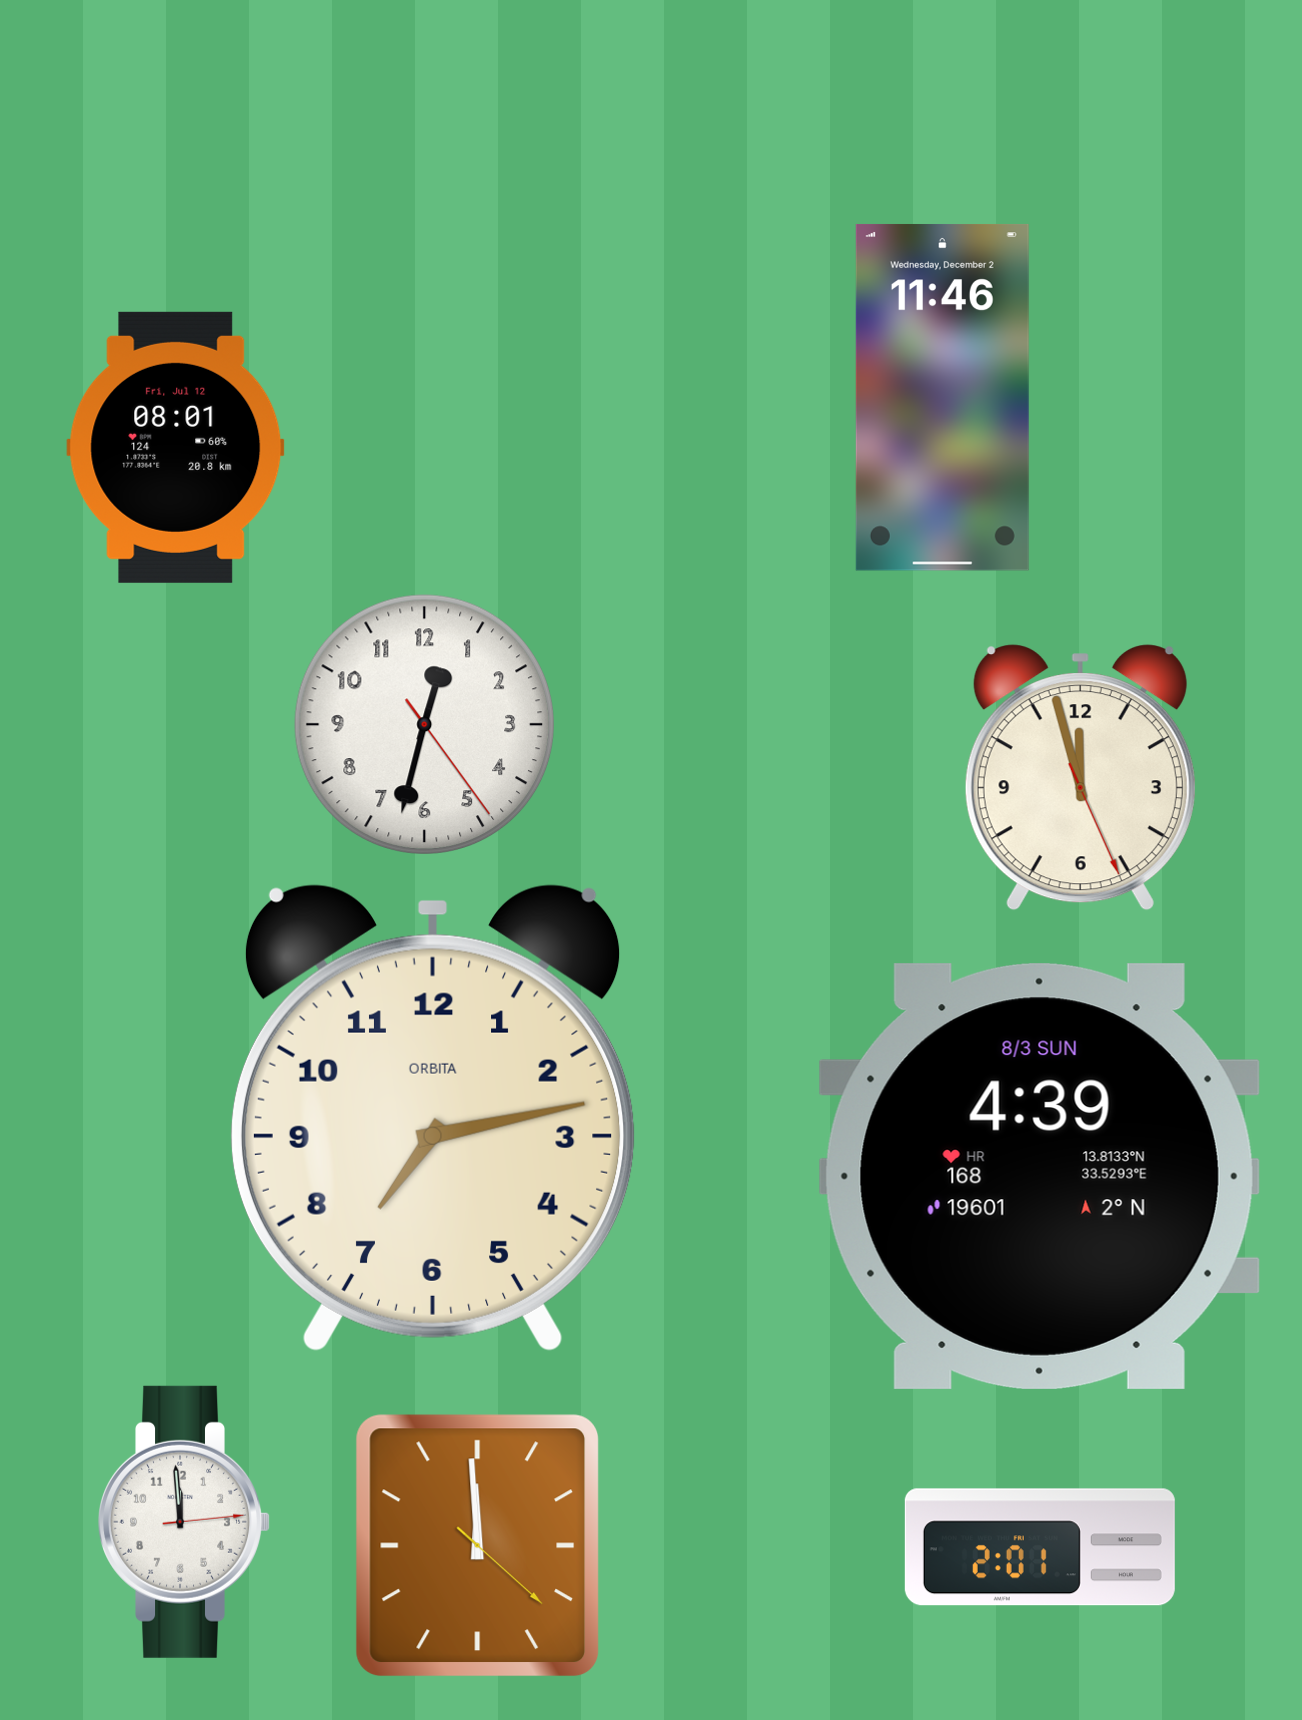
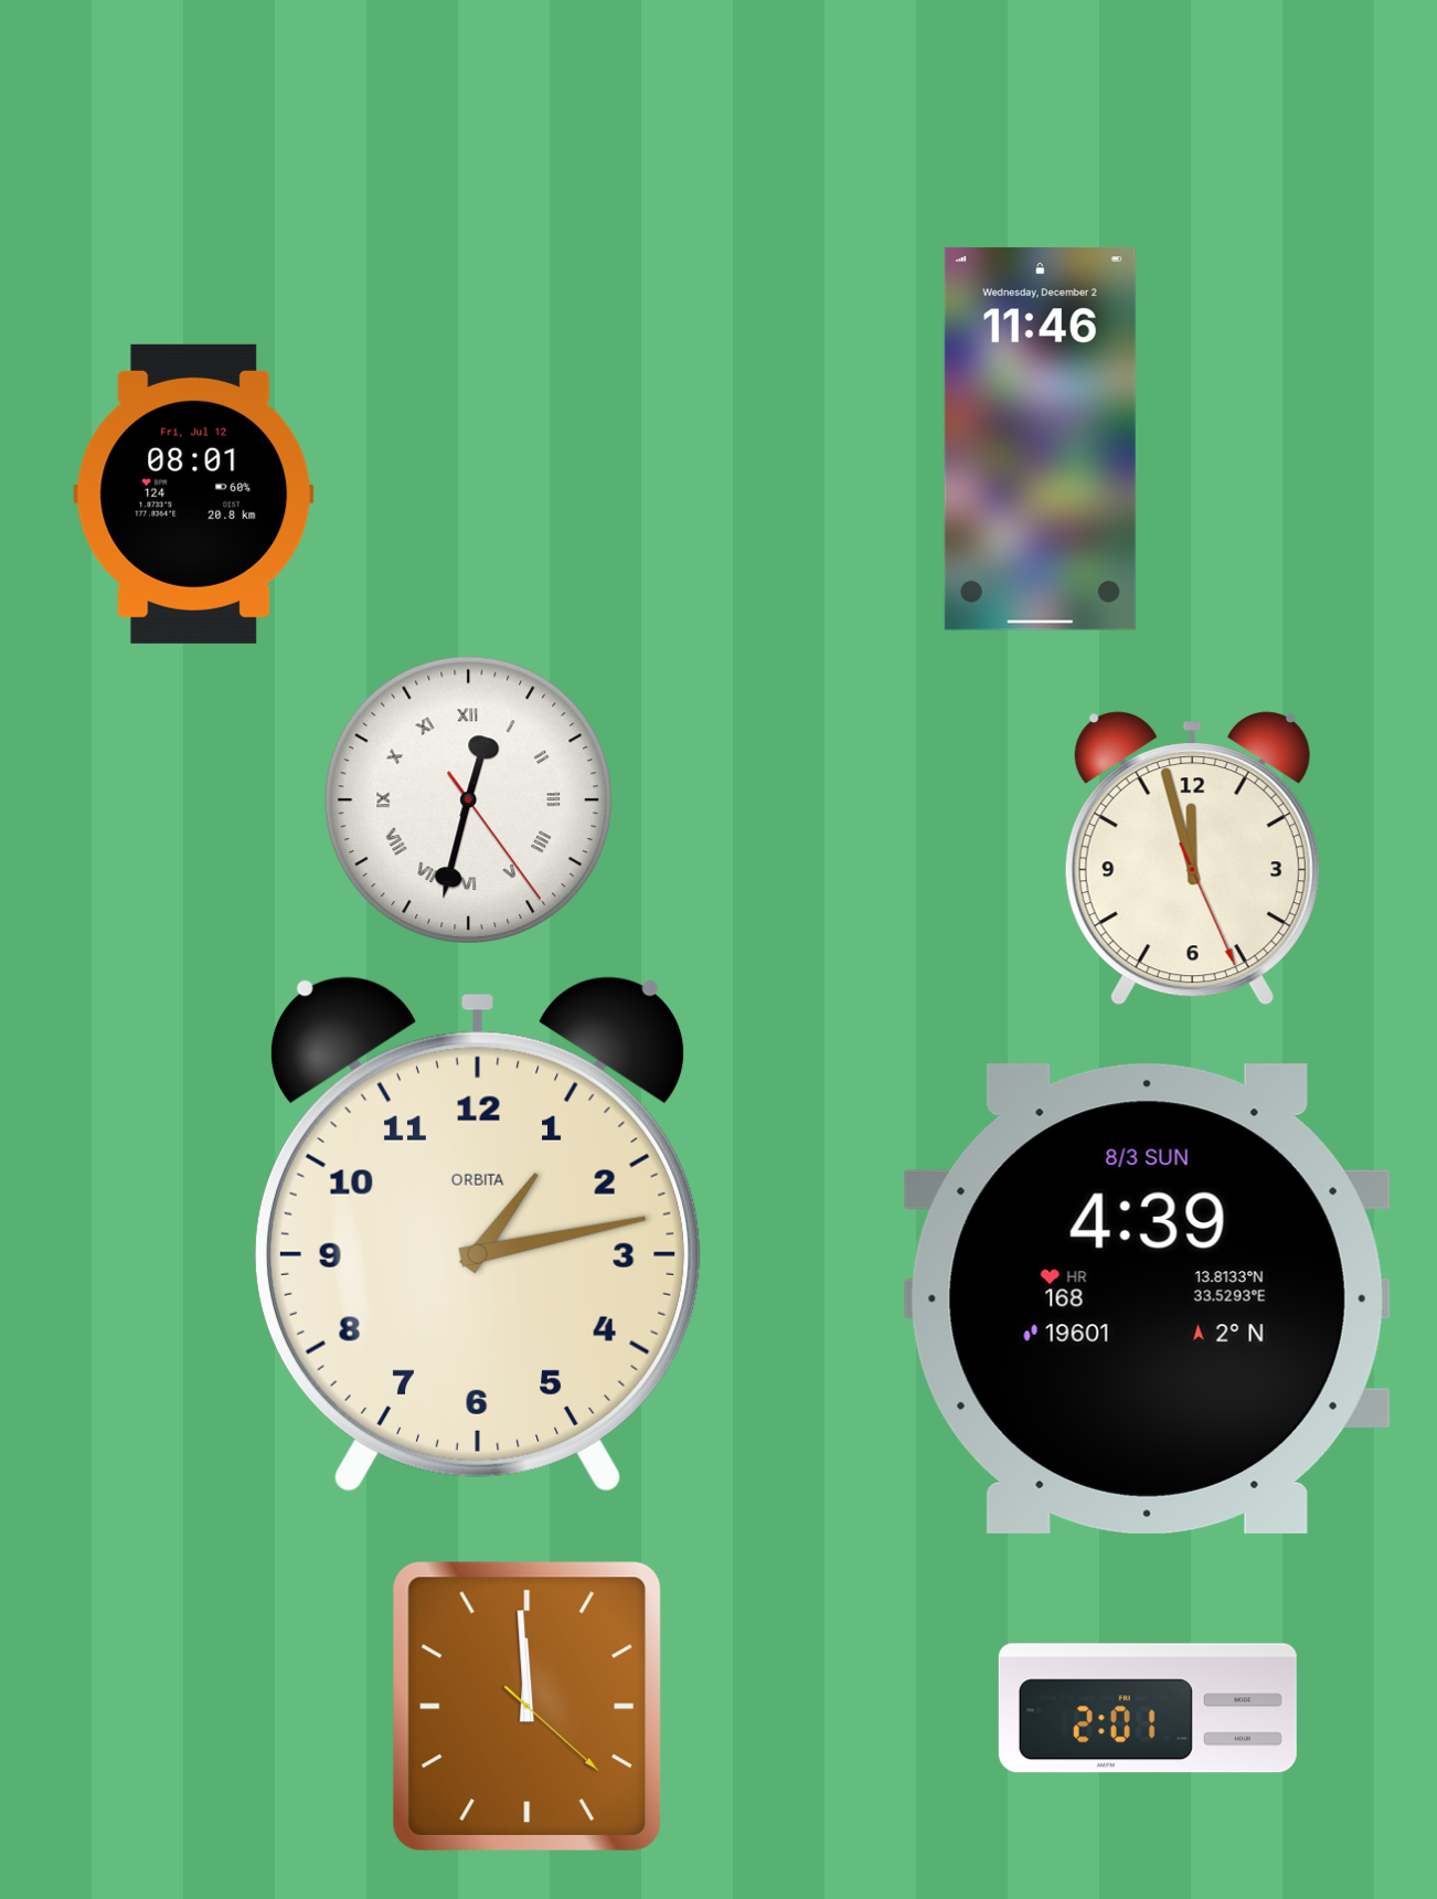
clock at (424, 724) numerals: Arabic -> Roman
clock at (433, 1118): 7:13 -> 1:13
clock at (184, 1522): 11:59 -> none
